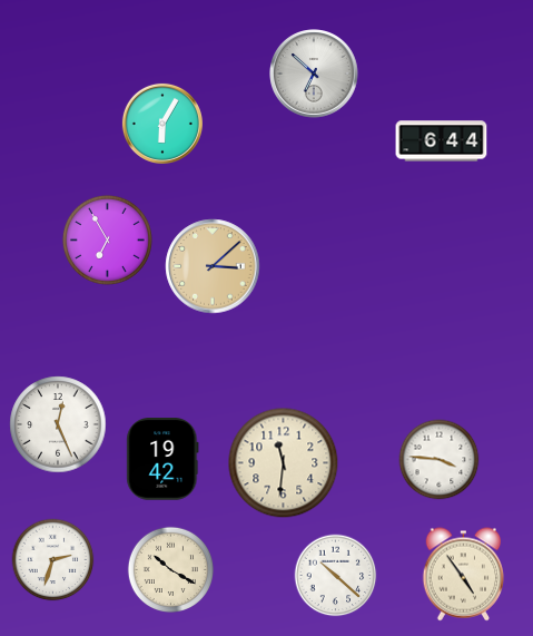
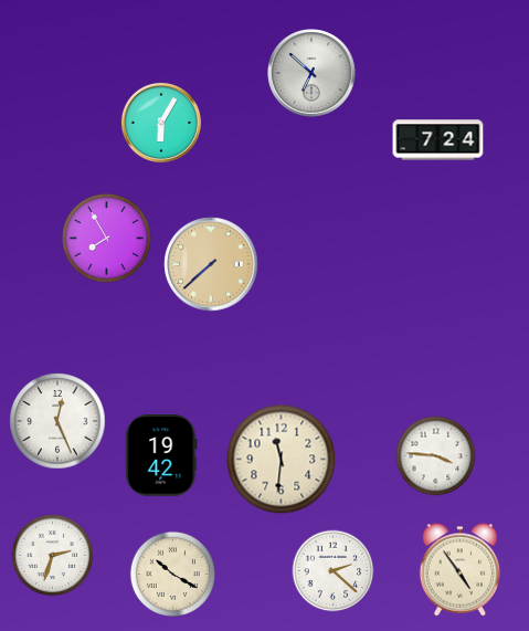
clock at (442, 141): 6:44 -> 7:24
clock at (107, 239): 6:55 -> 7:55
clock at (213, 266): 3:08 -> 7:38
clock at (170, 569) position: (170, 569) -> (172, 574)
clock at (336, 576): 10:22 -> 2:22
